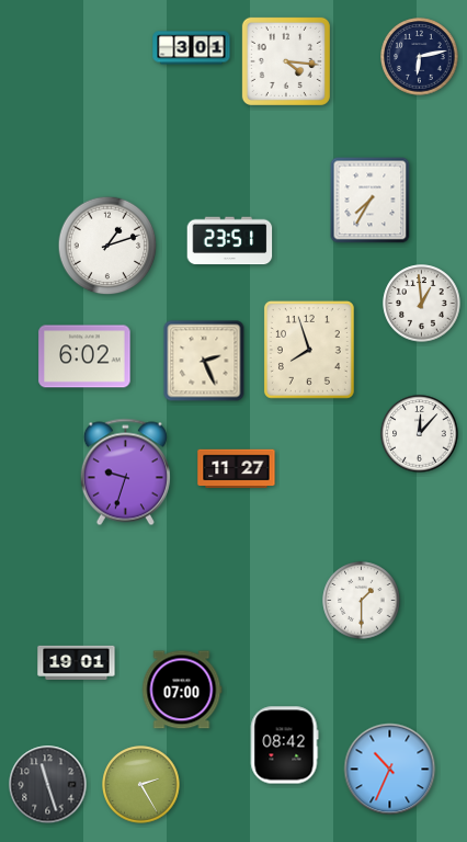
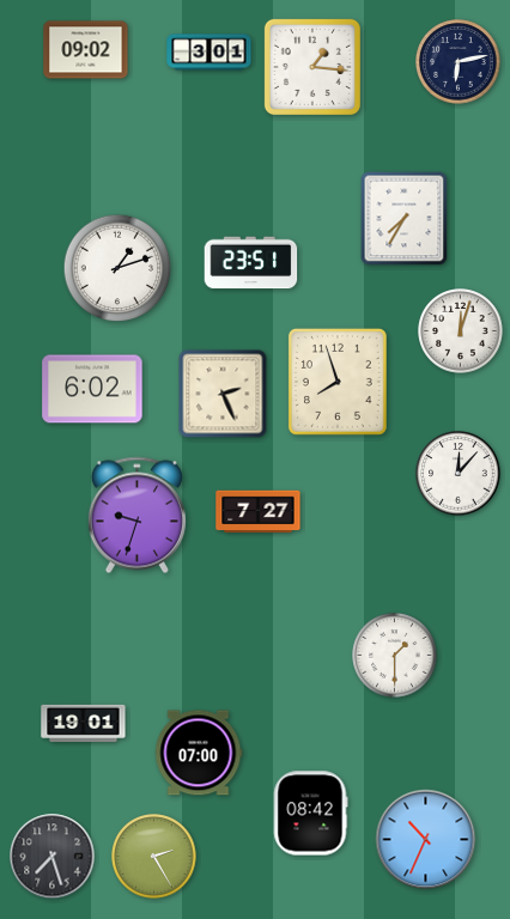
clock at (86, 50): none -> 09:02
clock at (286, 61): 4:16 -> 1:16
clock at (422, 304): 12:59 -> 12:03
clock at (237, 469): 11:27 -> 7:27
clock at (48, 785): 11:27 -> 7:27
